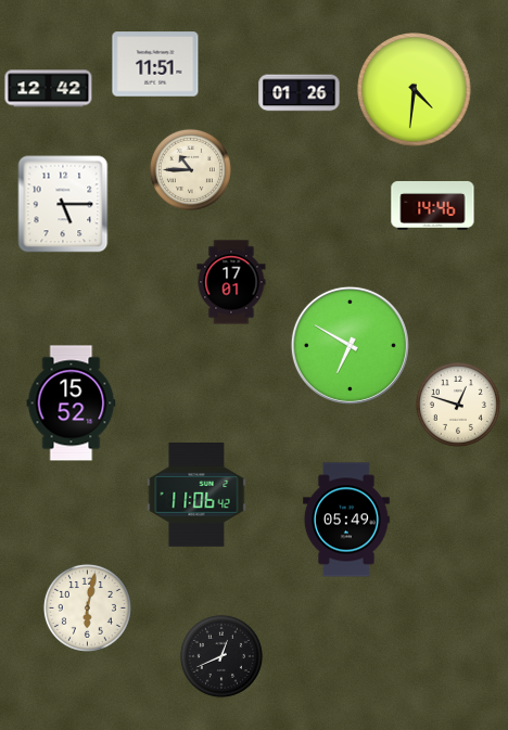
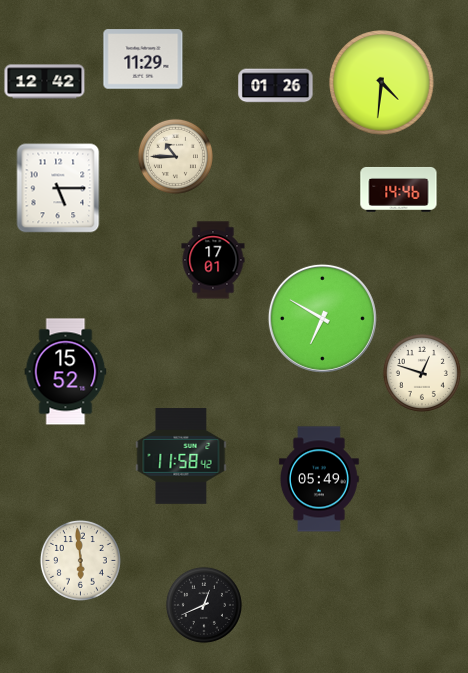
clock at (155, 64): 11:51 -> 11:29
clock at (196, 496): 11:06 -> 11:58
clock at (87, 607): 6:02 -> 5:59
